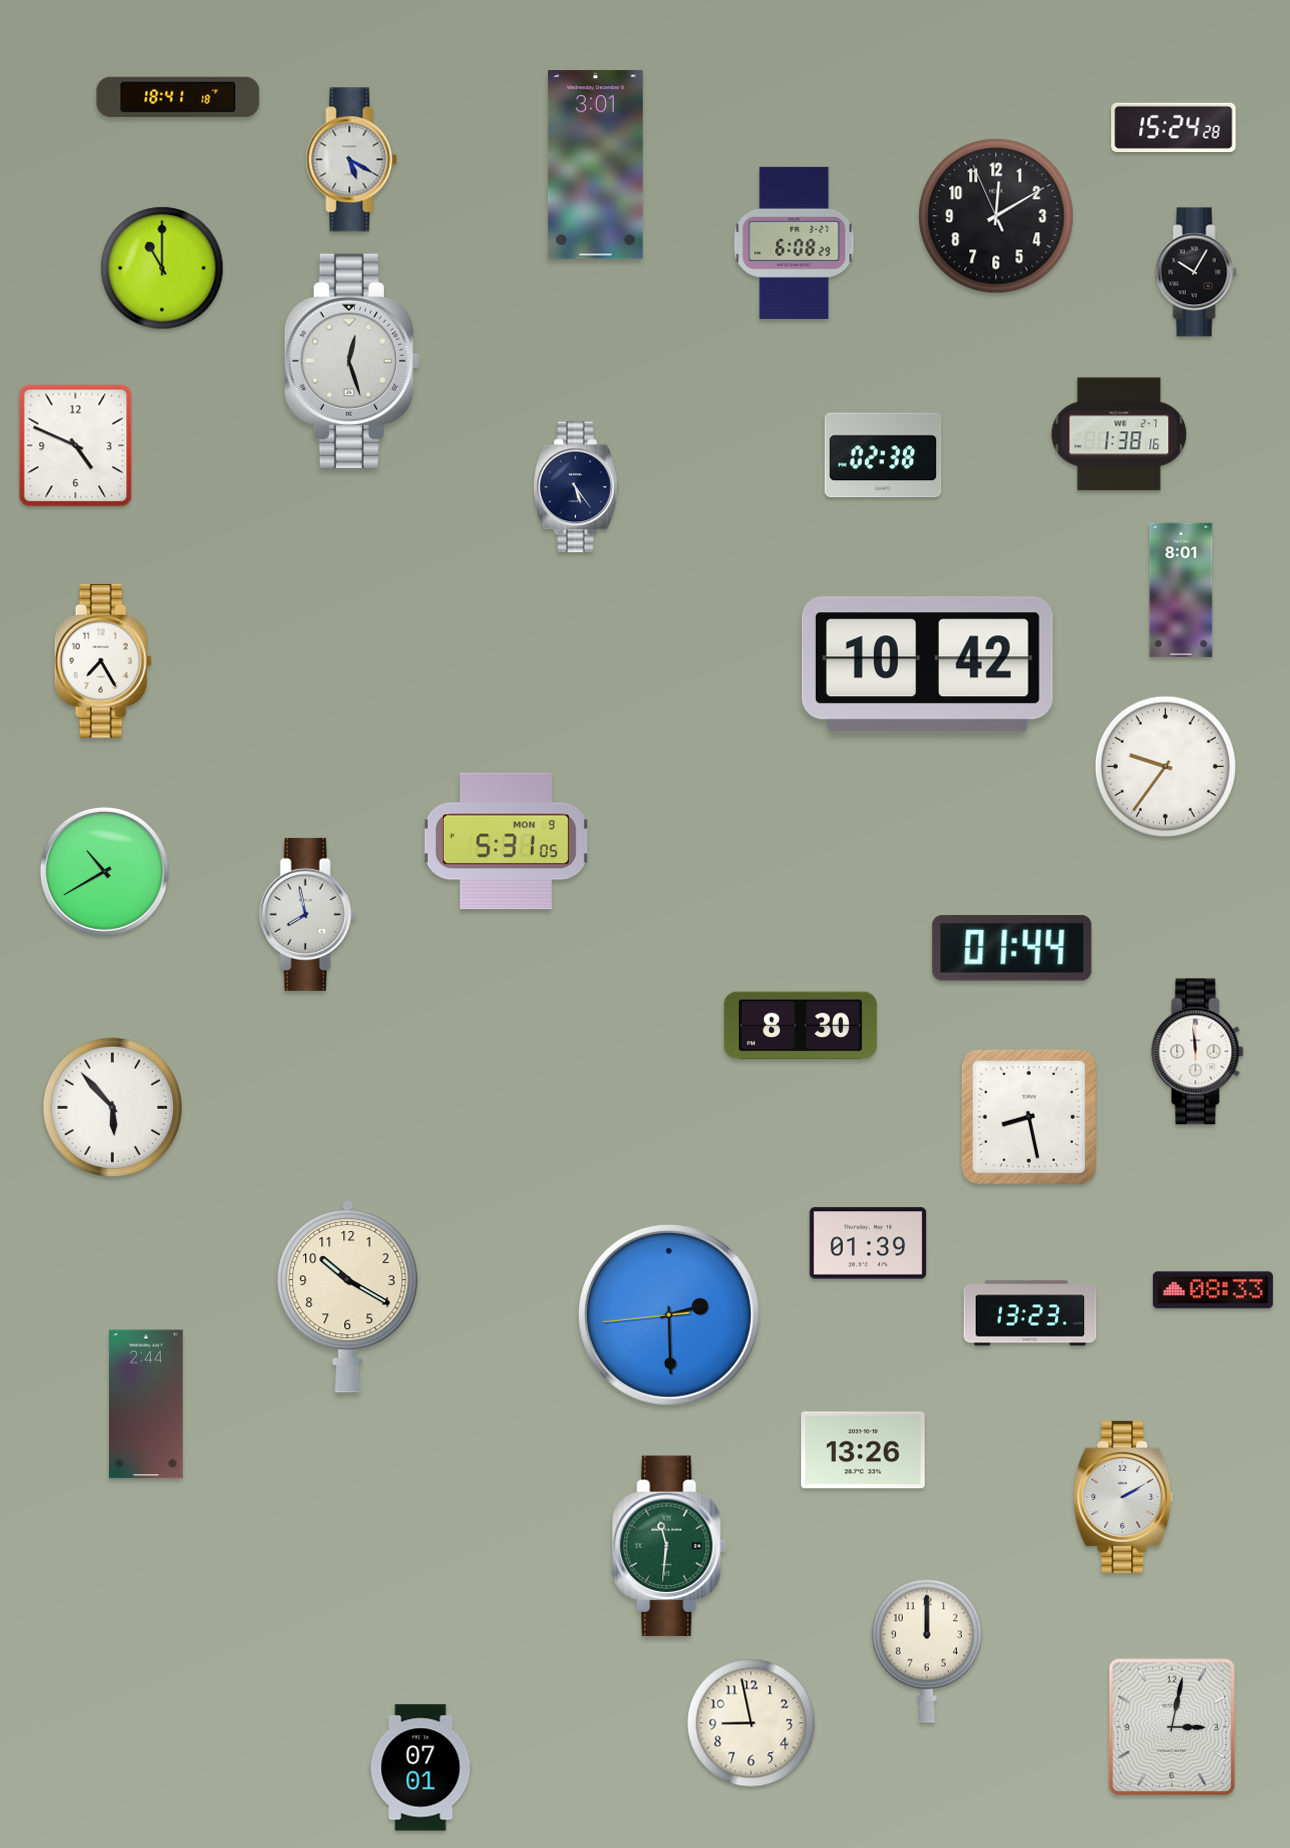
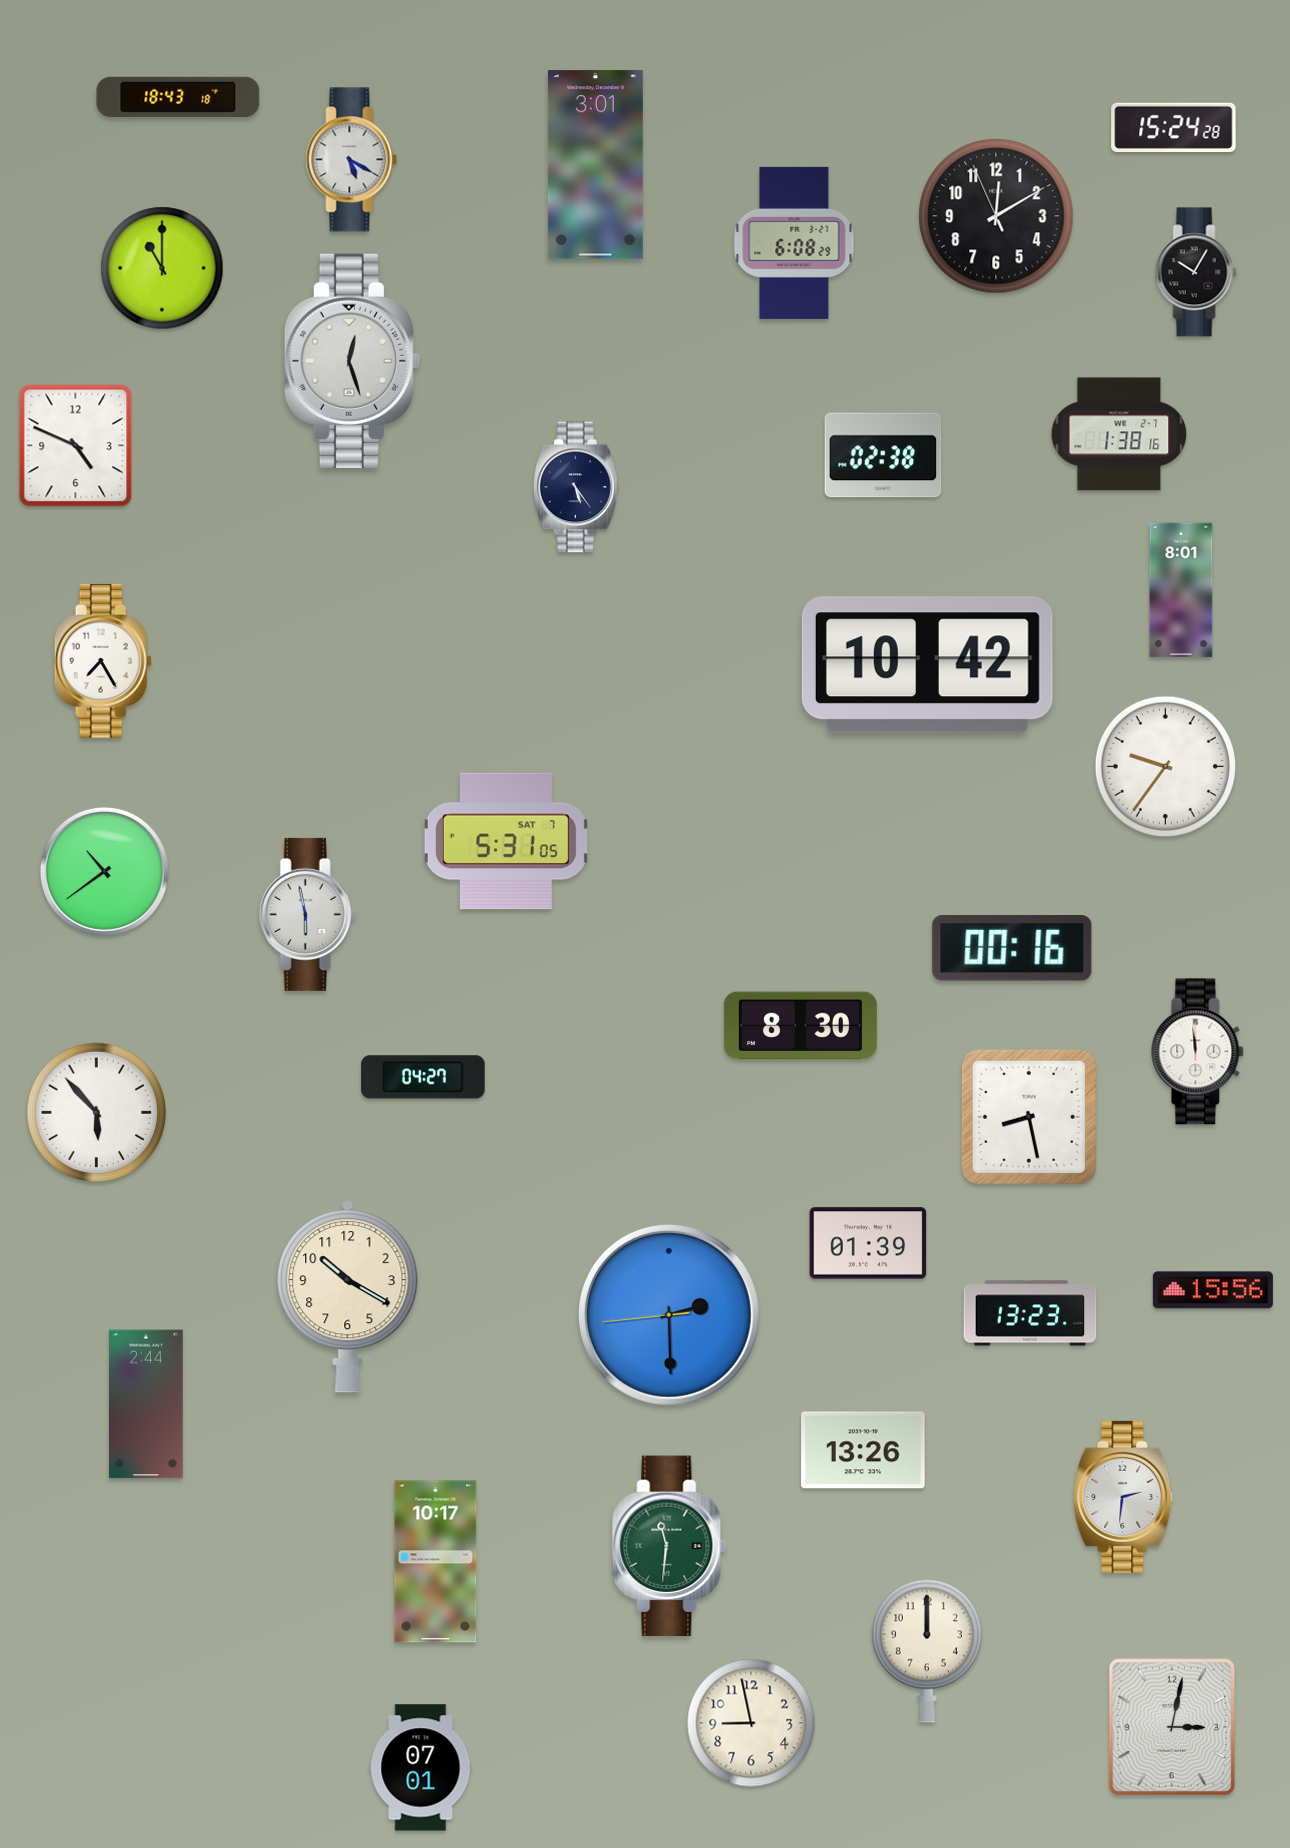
clock at (178, 97): 18:41 -> 18:43
clock at (506, 841) date: MON 9 -> SAT 7
clock at (104, 871): 10:40 -> 10:39
clock at (307, 914): 7:58 -> 5:58
clock at (1012, 948): 01:44 -> 00:16
clock at (423, 1077): none -> 04:27
clock at (113, 1108) position: (113, 1108) -> (97, 1113)
clock at (1213, 1290): 08:33 -> 15:56
clock at (1123, 1497): 2:10 -> 2:31
clock at (436, 1562): none -> 10:17
